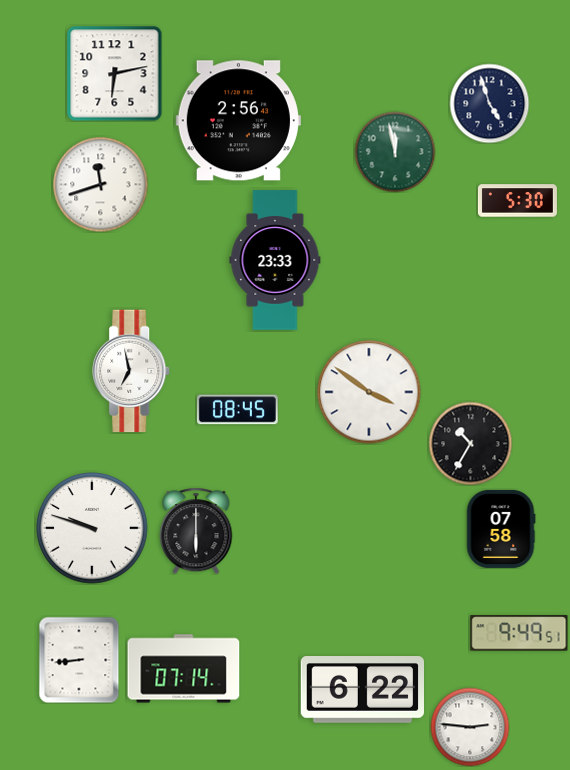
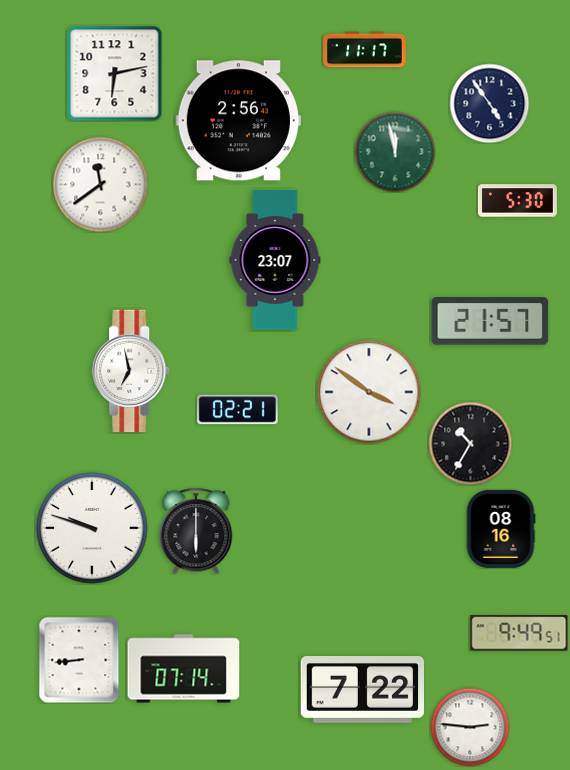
clock at (365, 50): none -> 11:17
clock at (489, 103): 4:57 -> 4:54
clock at (100, 184): 11:42 -> 11:39
clock at (275, 260): 23:33 -> 23:07
clock at (490, 321): none -> 21:57
clock at (237, 410): 08:45 -> 02:21
clock at (501, 529): 07:58 -> 08:16
clock at (362, 690): 6:22 -> 7:22
